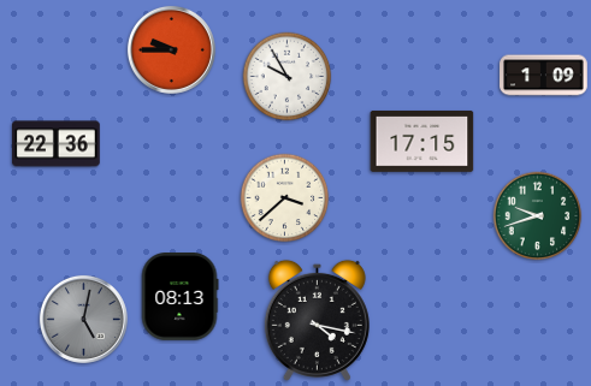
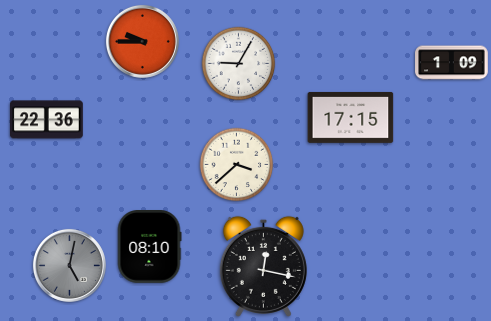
clock at (288, 77): 9:55 -> 9:05
clock at (538, 216): 9:42 -> none
clock at (179, 297): 08:13 -> 08:10
clock at (317, 320): 4:17 -> 12:17
